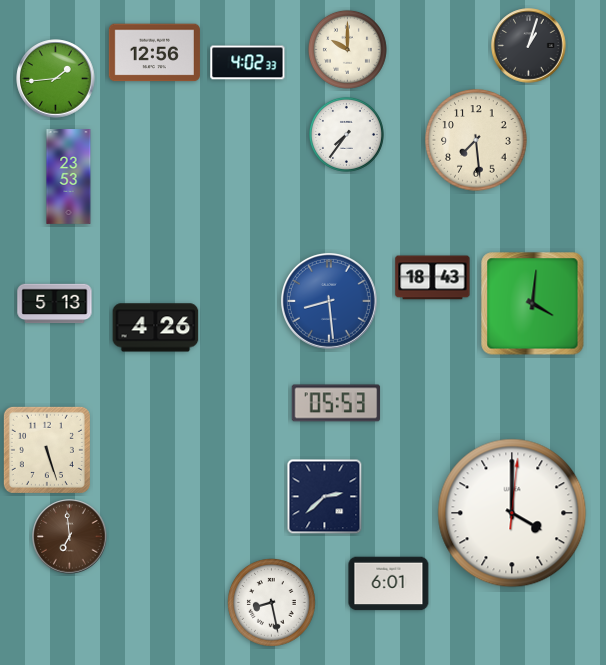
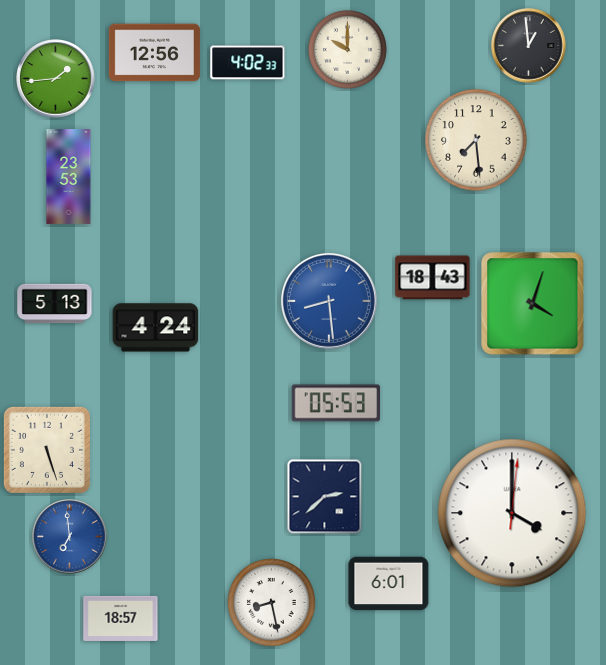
clock at (529, 46): 1:03 -> 12:59
clock at (346, 134): 7:36 -> none
clock at (533, 304): 4:01 -> 4:03
clock at (156, 328): 4:26 -> 4:24
clock at (70, 537) dial: brown -> blue
clock at (121, 618): none -> 18:57
